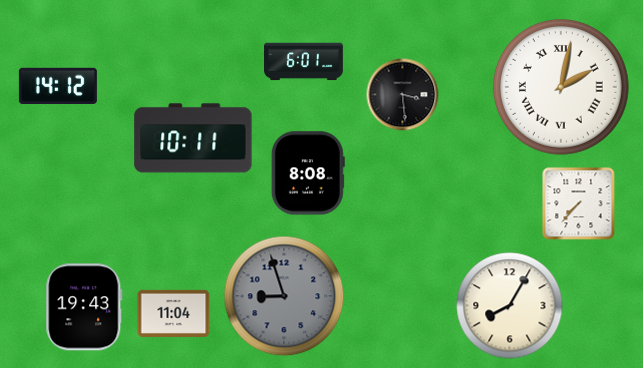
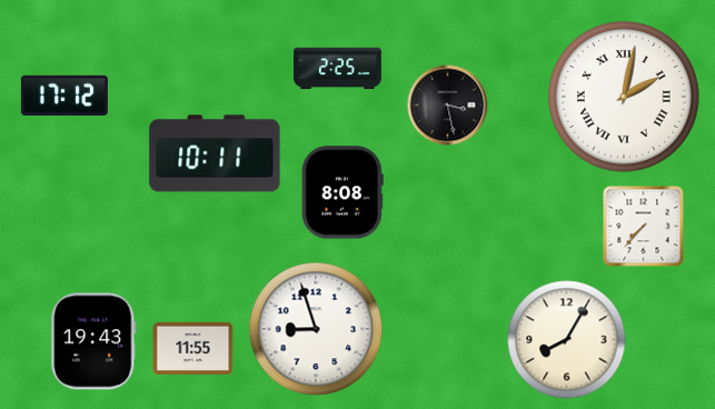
clock at (304, 62): 6:01 -> 2:25
clock at (58, 86): 14:12 -> 17:12
clock at (403, 95): 3:29 -> 3:28
clock at (284, 296) dial: grey -> white
clock at (174, 313): 11:04 -> 11:55
